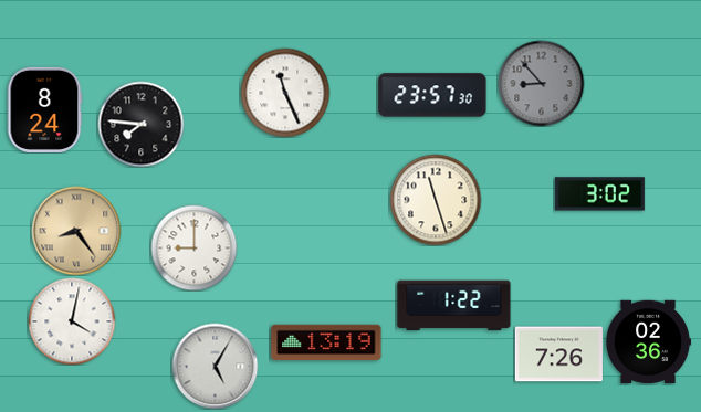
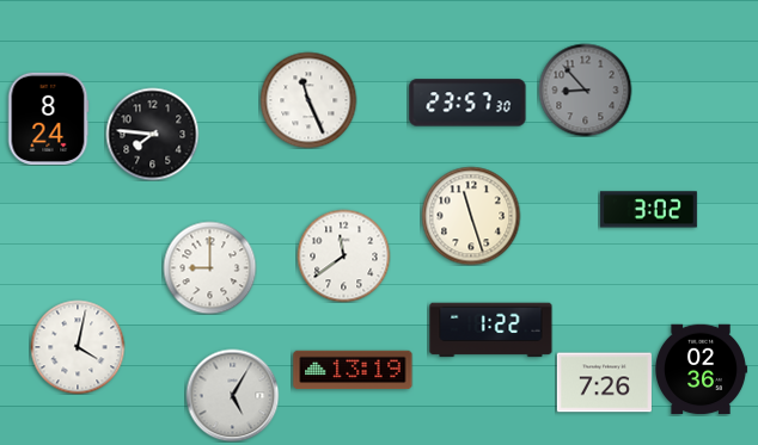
clock at (76, 231): 8:24 -> none
clock at (343, 255): none -> 11:39
